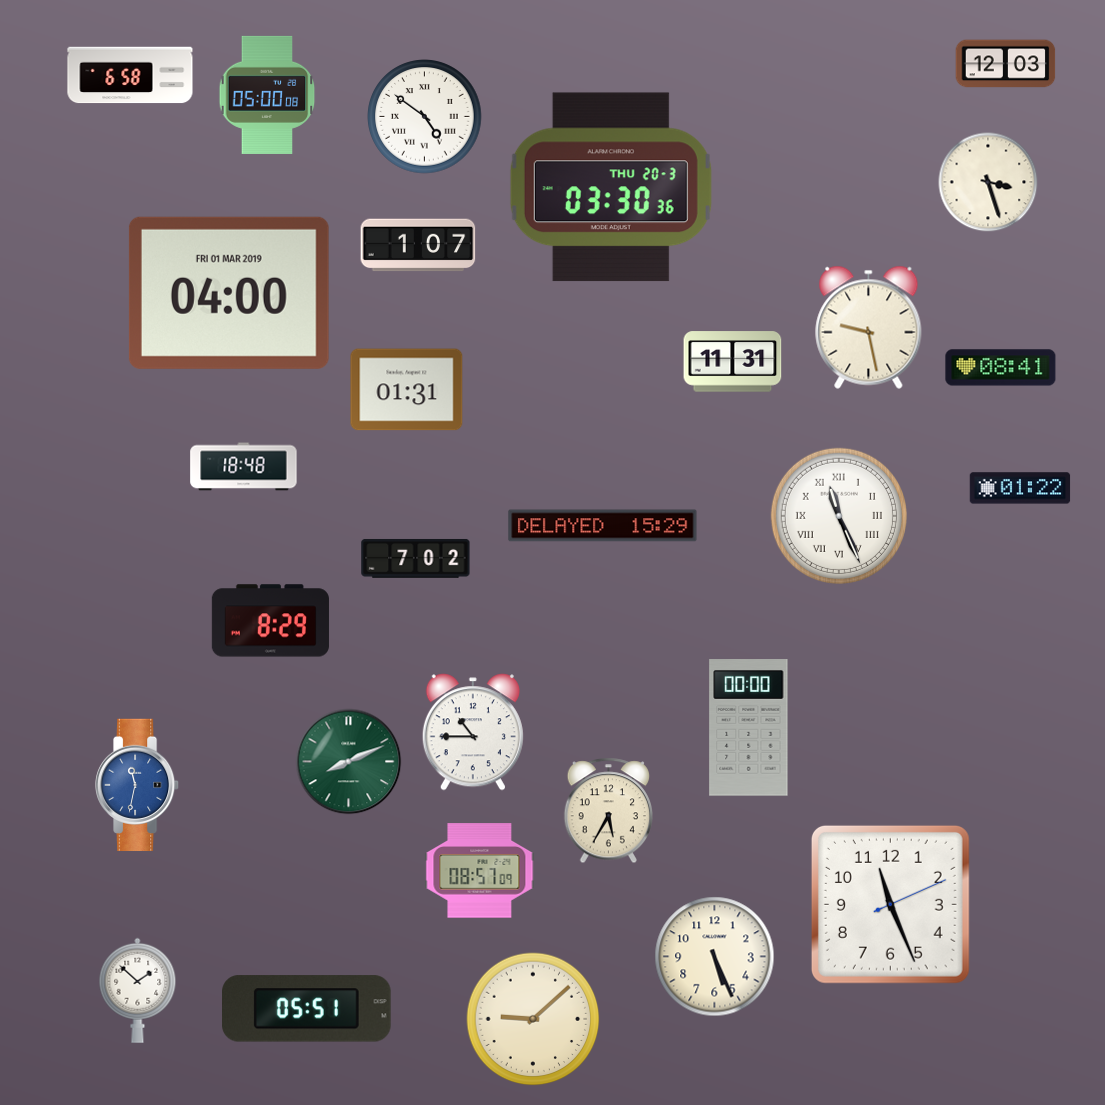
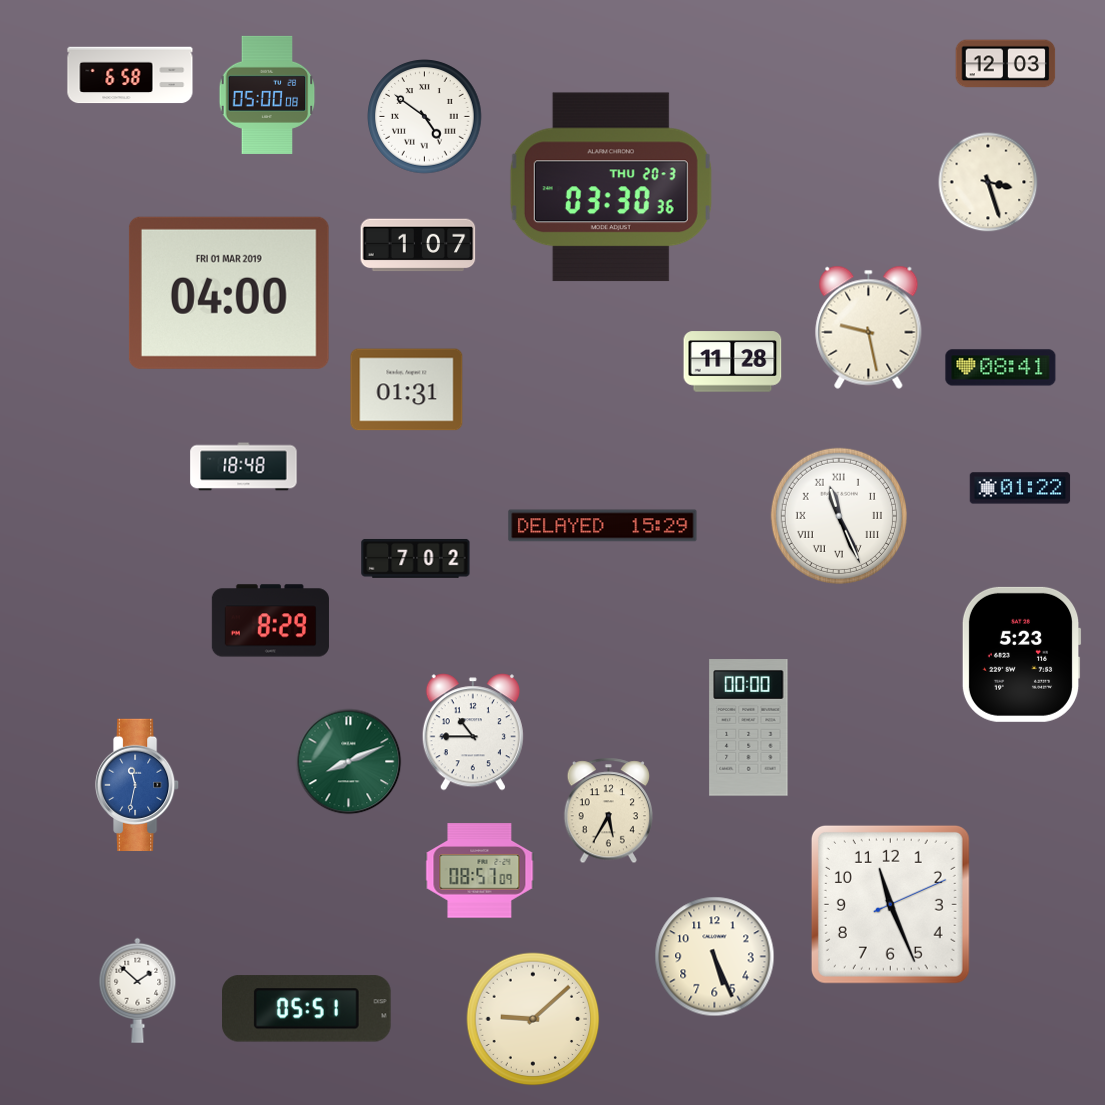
clock at (733, 362): 11:31 -> 11:28
clock at (1021, 654): none -> 5:23
